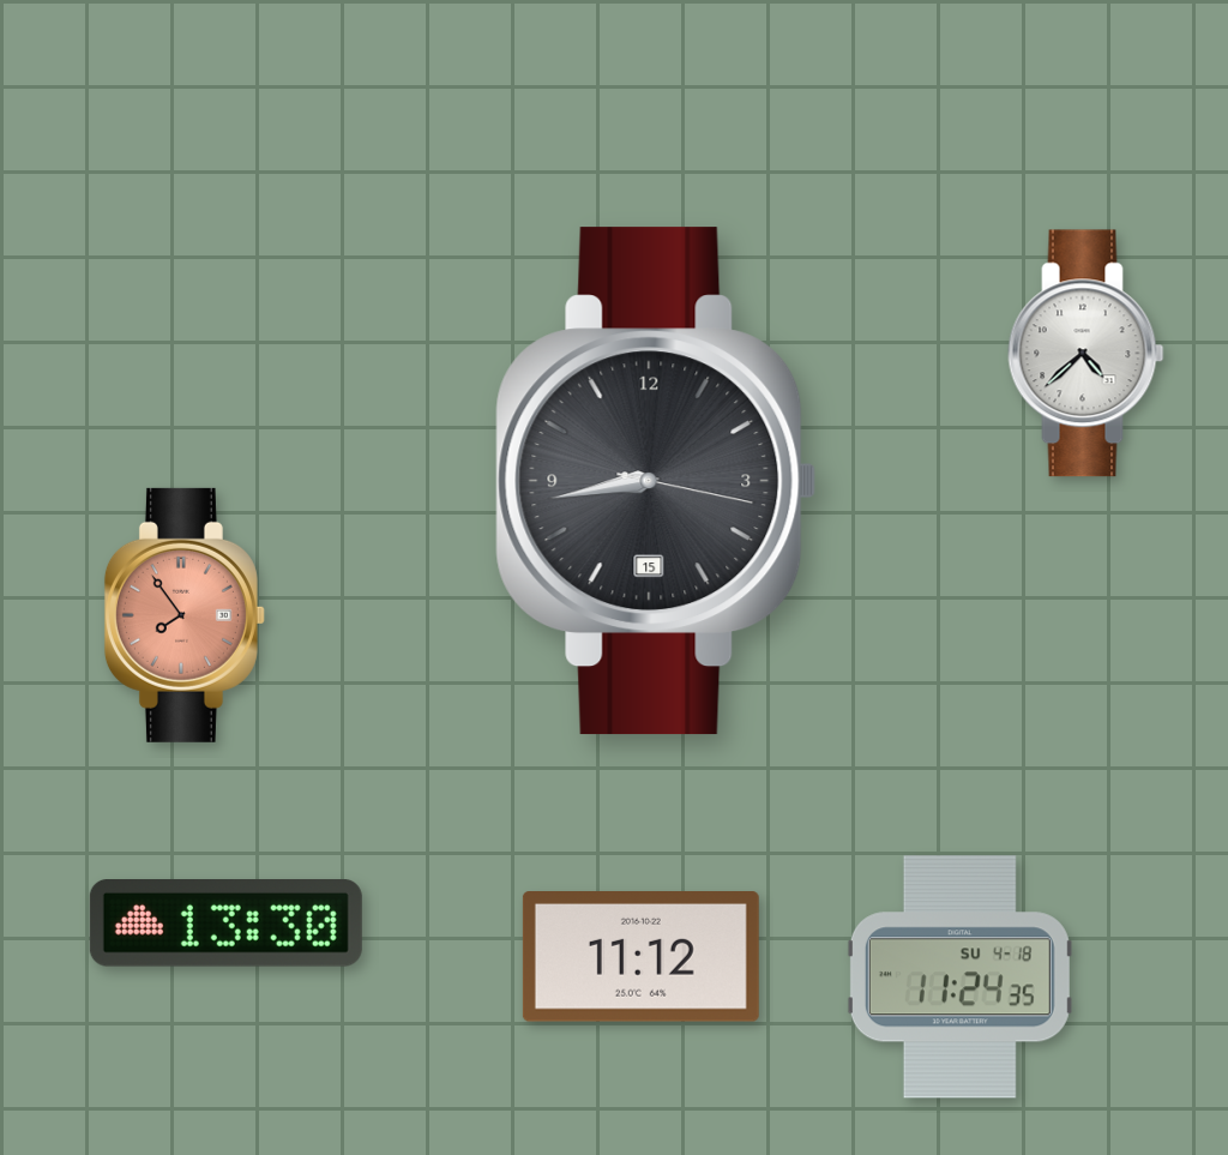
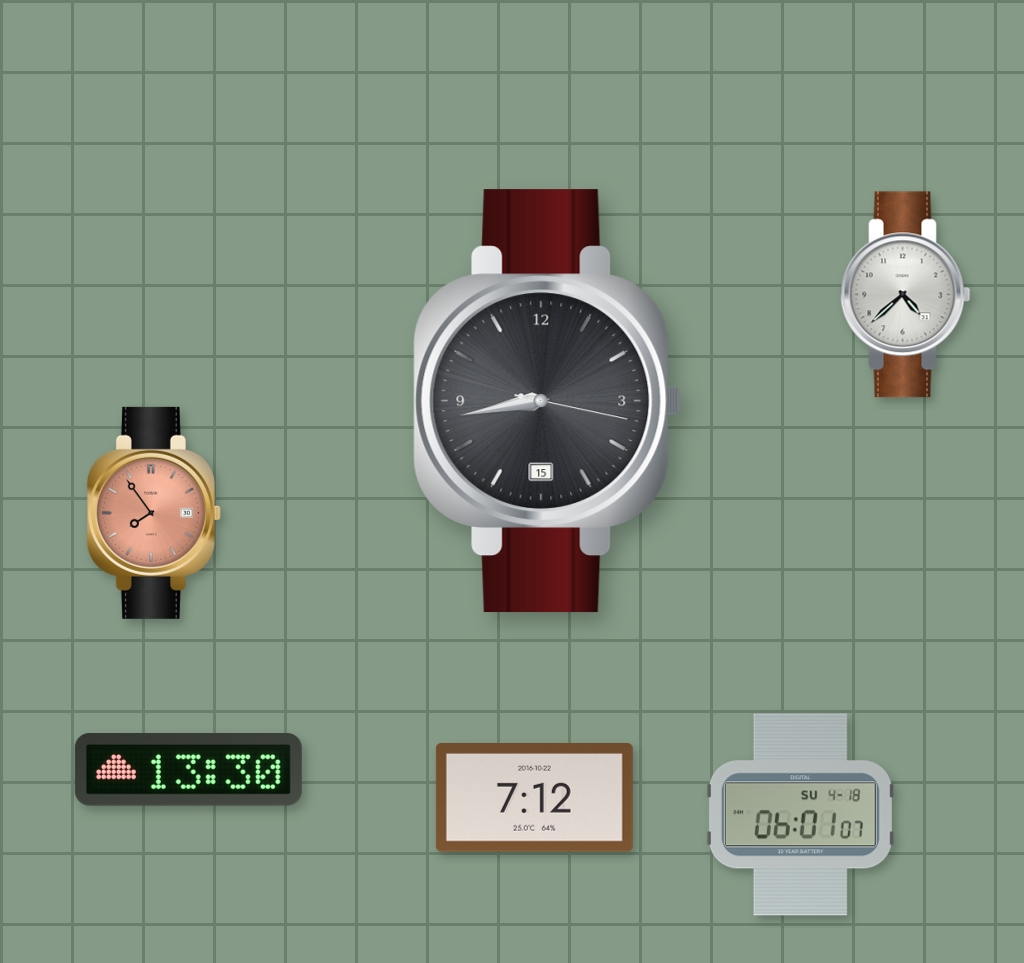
clock at (640, 957): 11:12 -> 7:12
clock at (959, 977): 11:24 -> 06:01
